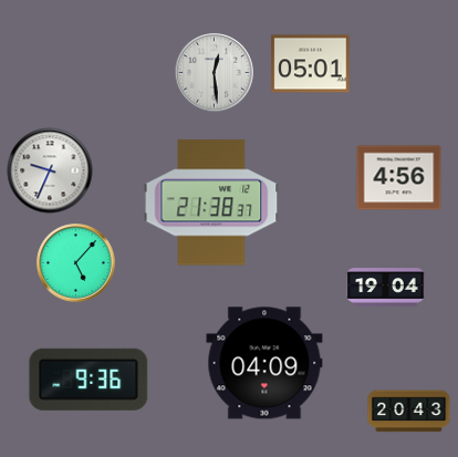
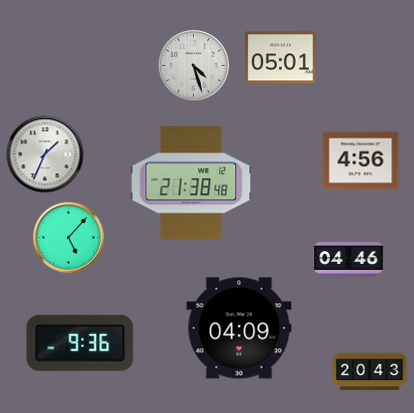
clock at (215, 73): 12:29 -> 4:27
clock at (50, 170): 9:34 -> 1:34
clock at (211, 202): 21:38:37 -> 21:38:48
clock at (386, 288): 19:04 -> 04:46
